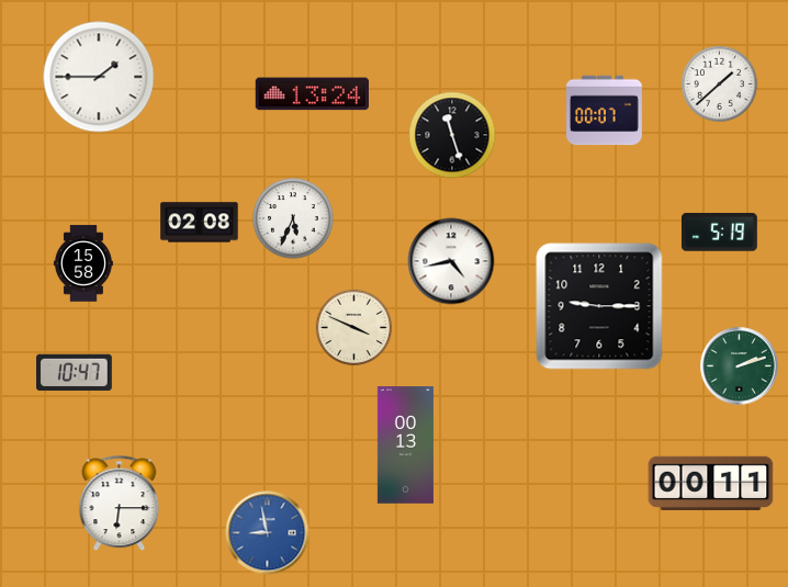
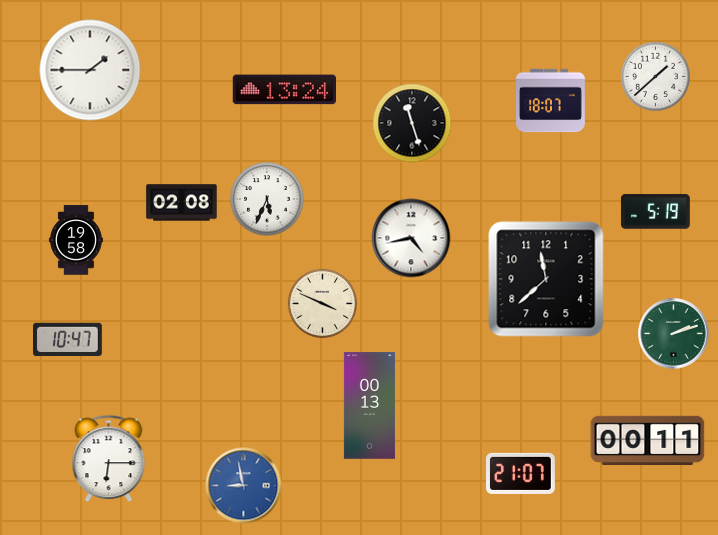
clock at (312, 94) position: (312, 94) -> (284, 90)
clock at (605, 111): 00:07 -> 18:07
clock at (83, 263): 15:58 -> 19:58
clock at (599, 306): 9:15 -> 11:38
clock at (353, 327) position: (353, 327) -> (322, 303)
clock at (521, 473): none -> 21:07
